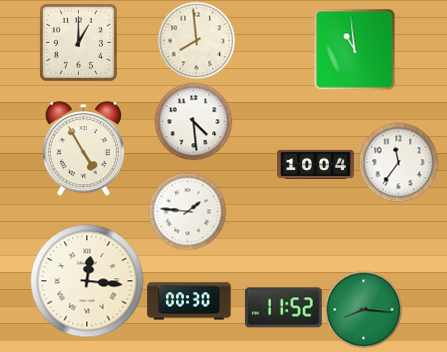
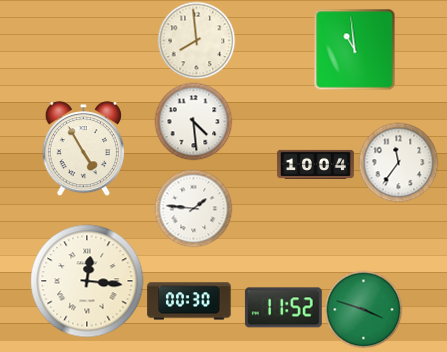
clock at (78, 42): 1:00 -> none
clock at (187, 211) position: (187, 211) -> (193, 208)
clock at (363, 309): 8:16 -> 3:48
